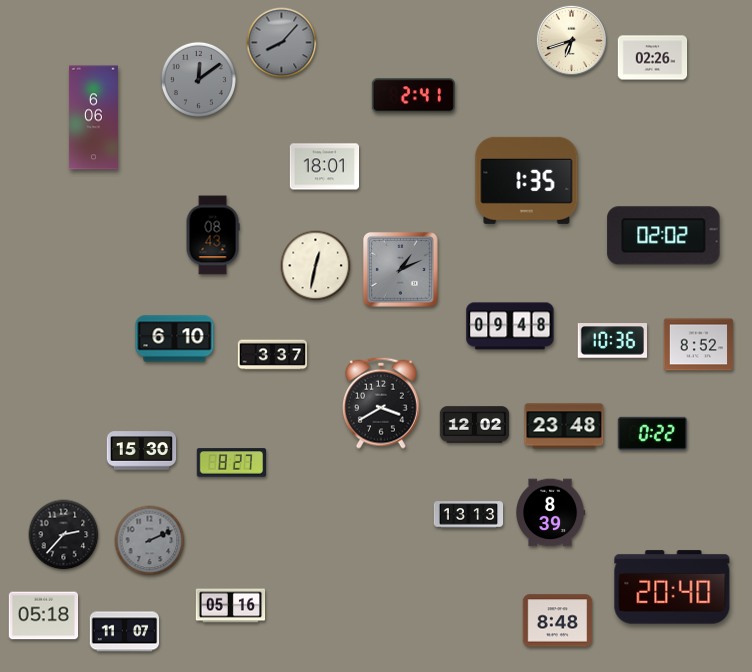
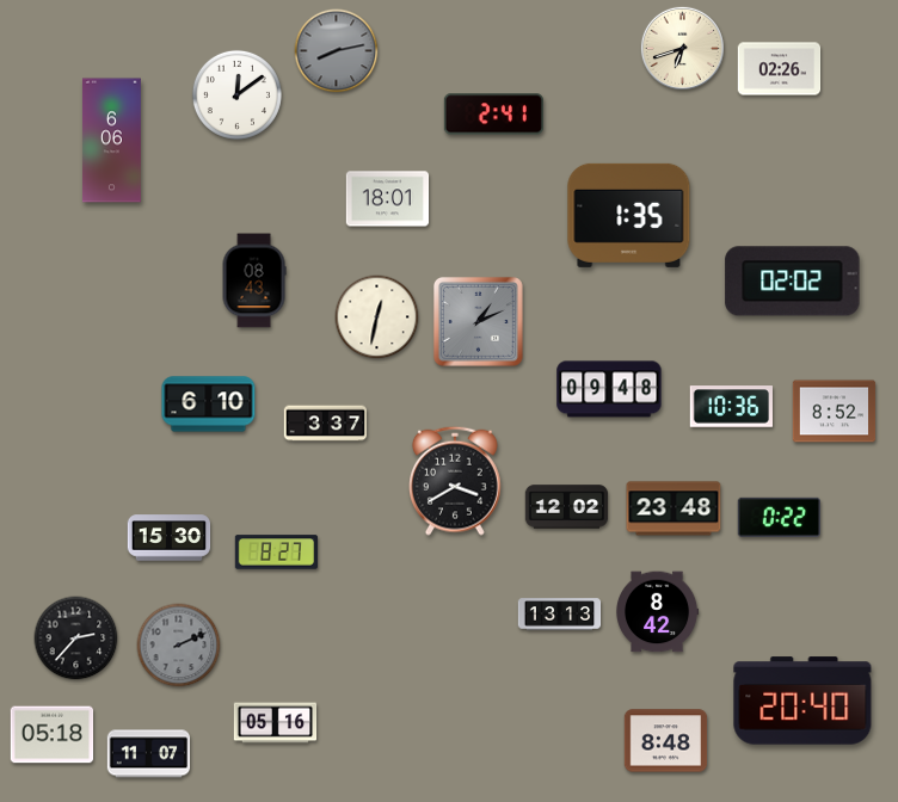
clock at (282, 43): 8:07 -> 8:13
clock at (198, 79) dial: grey -> white
clock at (551, 513): 8:39 -> 8:42
